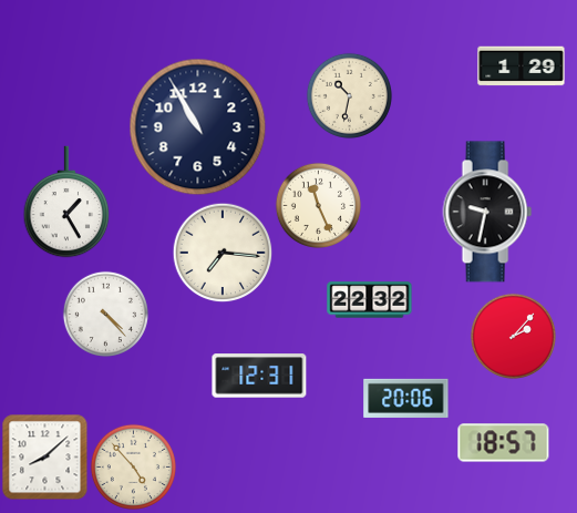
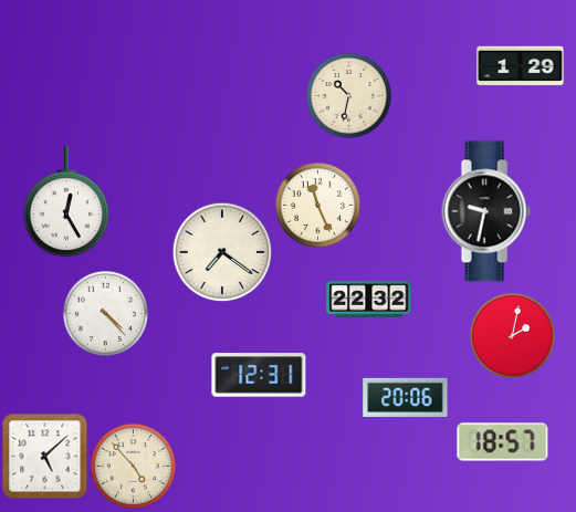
clock at (198, 127): 10:55 -> none
clock at (66, 202): 1:25 -> 12:25
clock at (223, 253): 7:16 -> 7:21
clock at (513, 336): 2:07 -> 2:02
clock at (44, 456): 8:08 -> 5:08
